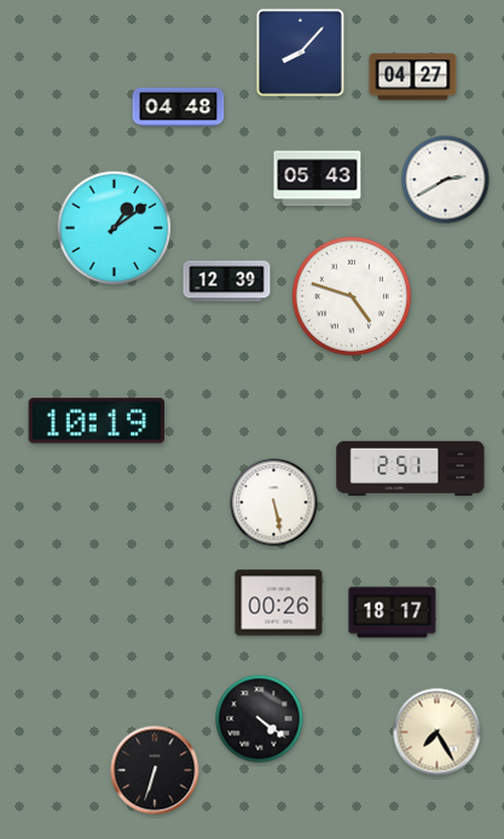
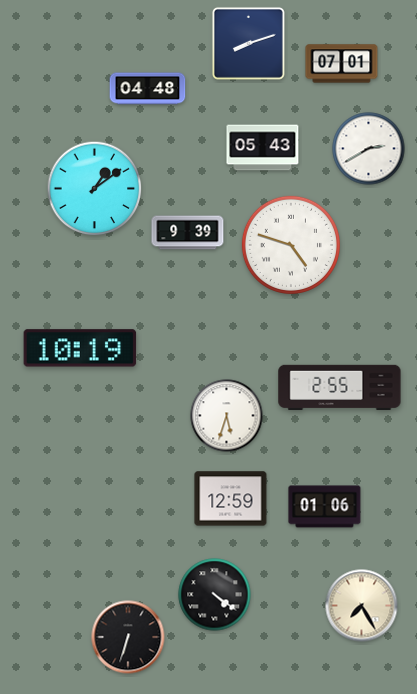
clock at (300, 52): 8:07 -> 8:12
clock at (413, 77): 04:27 -> 07:01
clock at (227, 282): 12:39 -> 9:39
clock at (411, 469): 2:51 -> 2:55
clock at (274, 503): 5:28 -> 5:33
clock at (279, 603): 00:26 -> 12:59
clock at (393, 613): 18:17 -> 01:06
